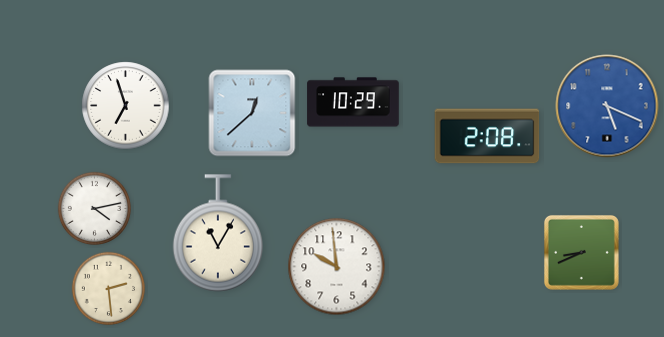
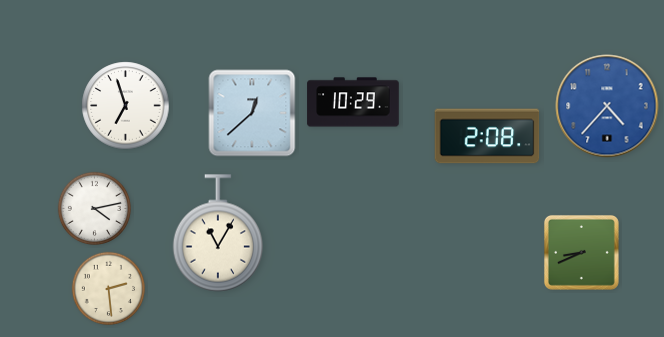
clock at (607, 106): 5:19 -> 4:37
clock at (337, 267): 9:59 -> none
